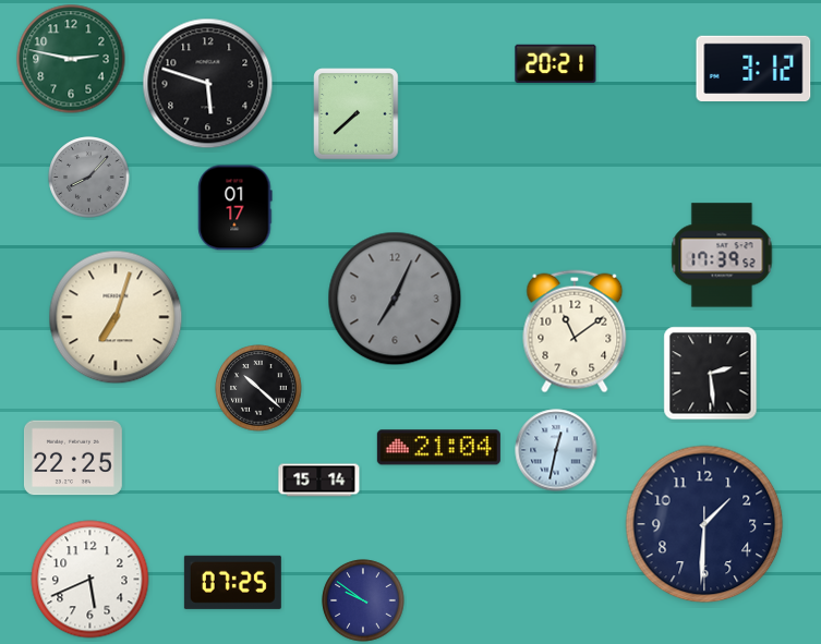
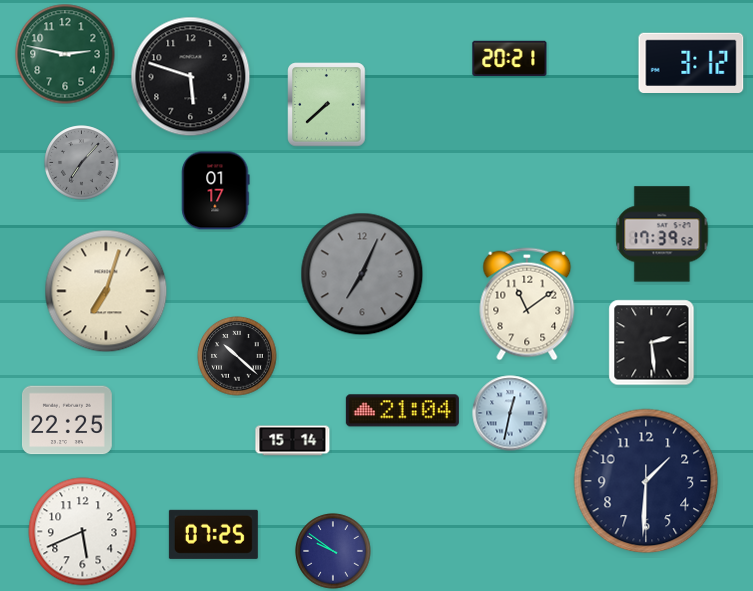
clock at (89, 178): 8:07 -> 7:07
